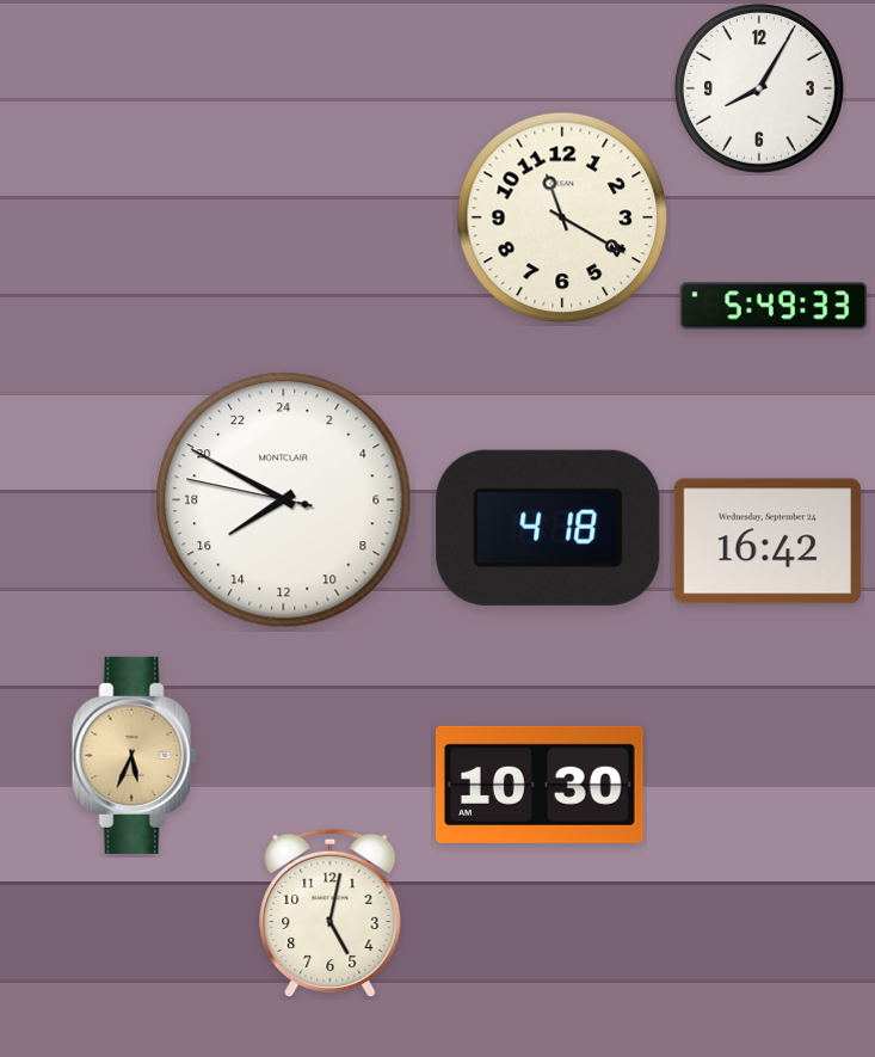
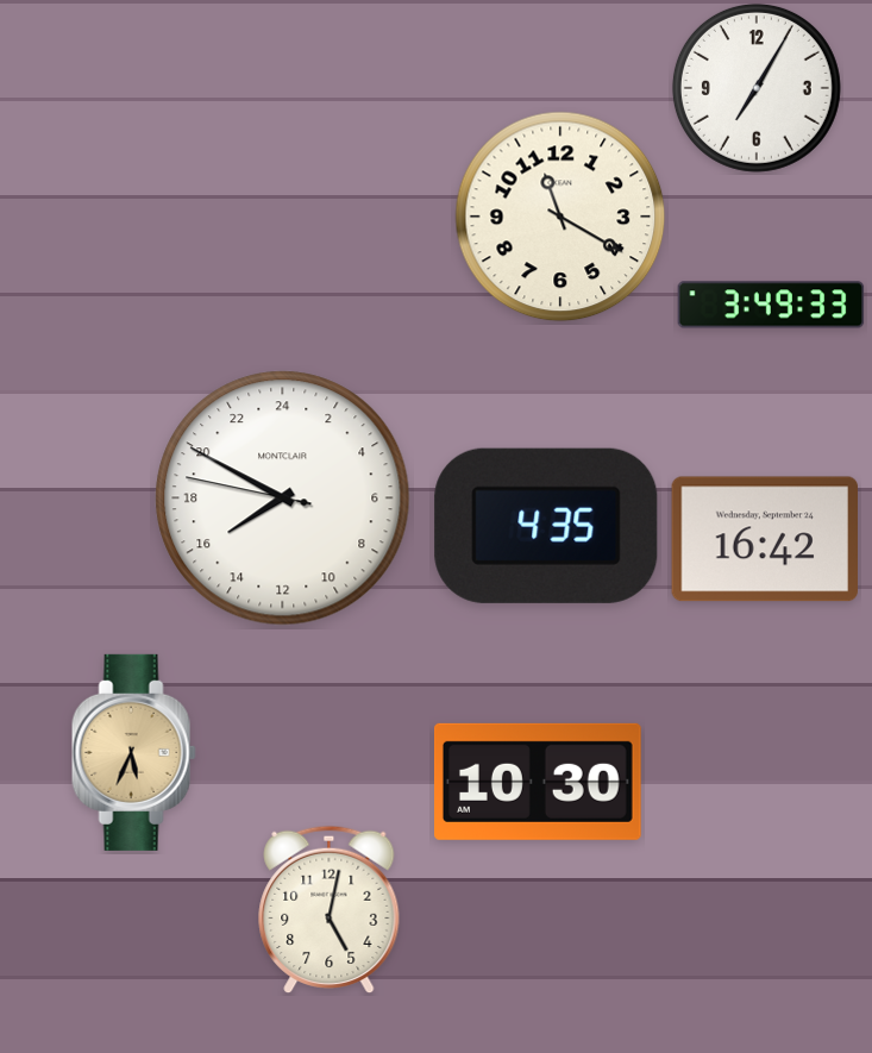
clock at (759, 88): 8:05 -> 7:05
clock at (774, 306): 5:49 -> 3:49
clock at (548, 528): 4:18 -> 4:35
